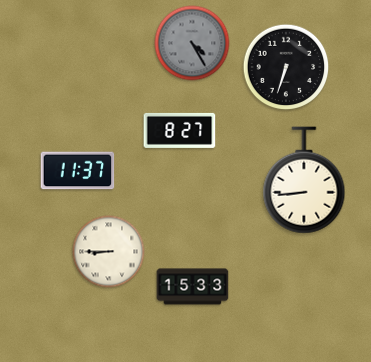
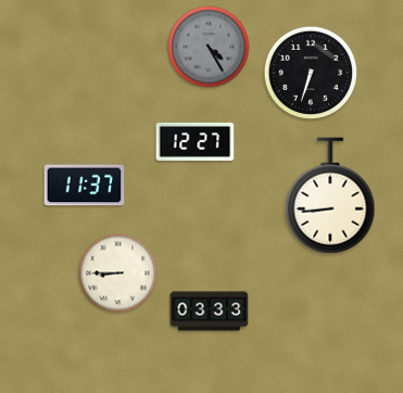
clock at (180, 130): 8:27 -> 12:27
clock at (193, 287): 15:33 -> 03:33
